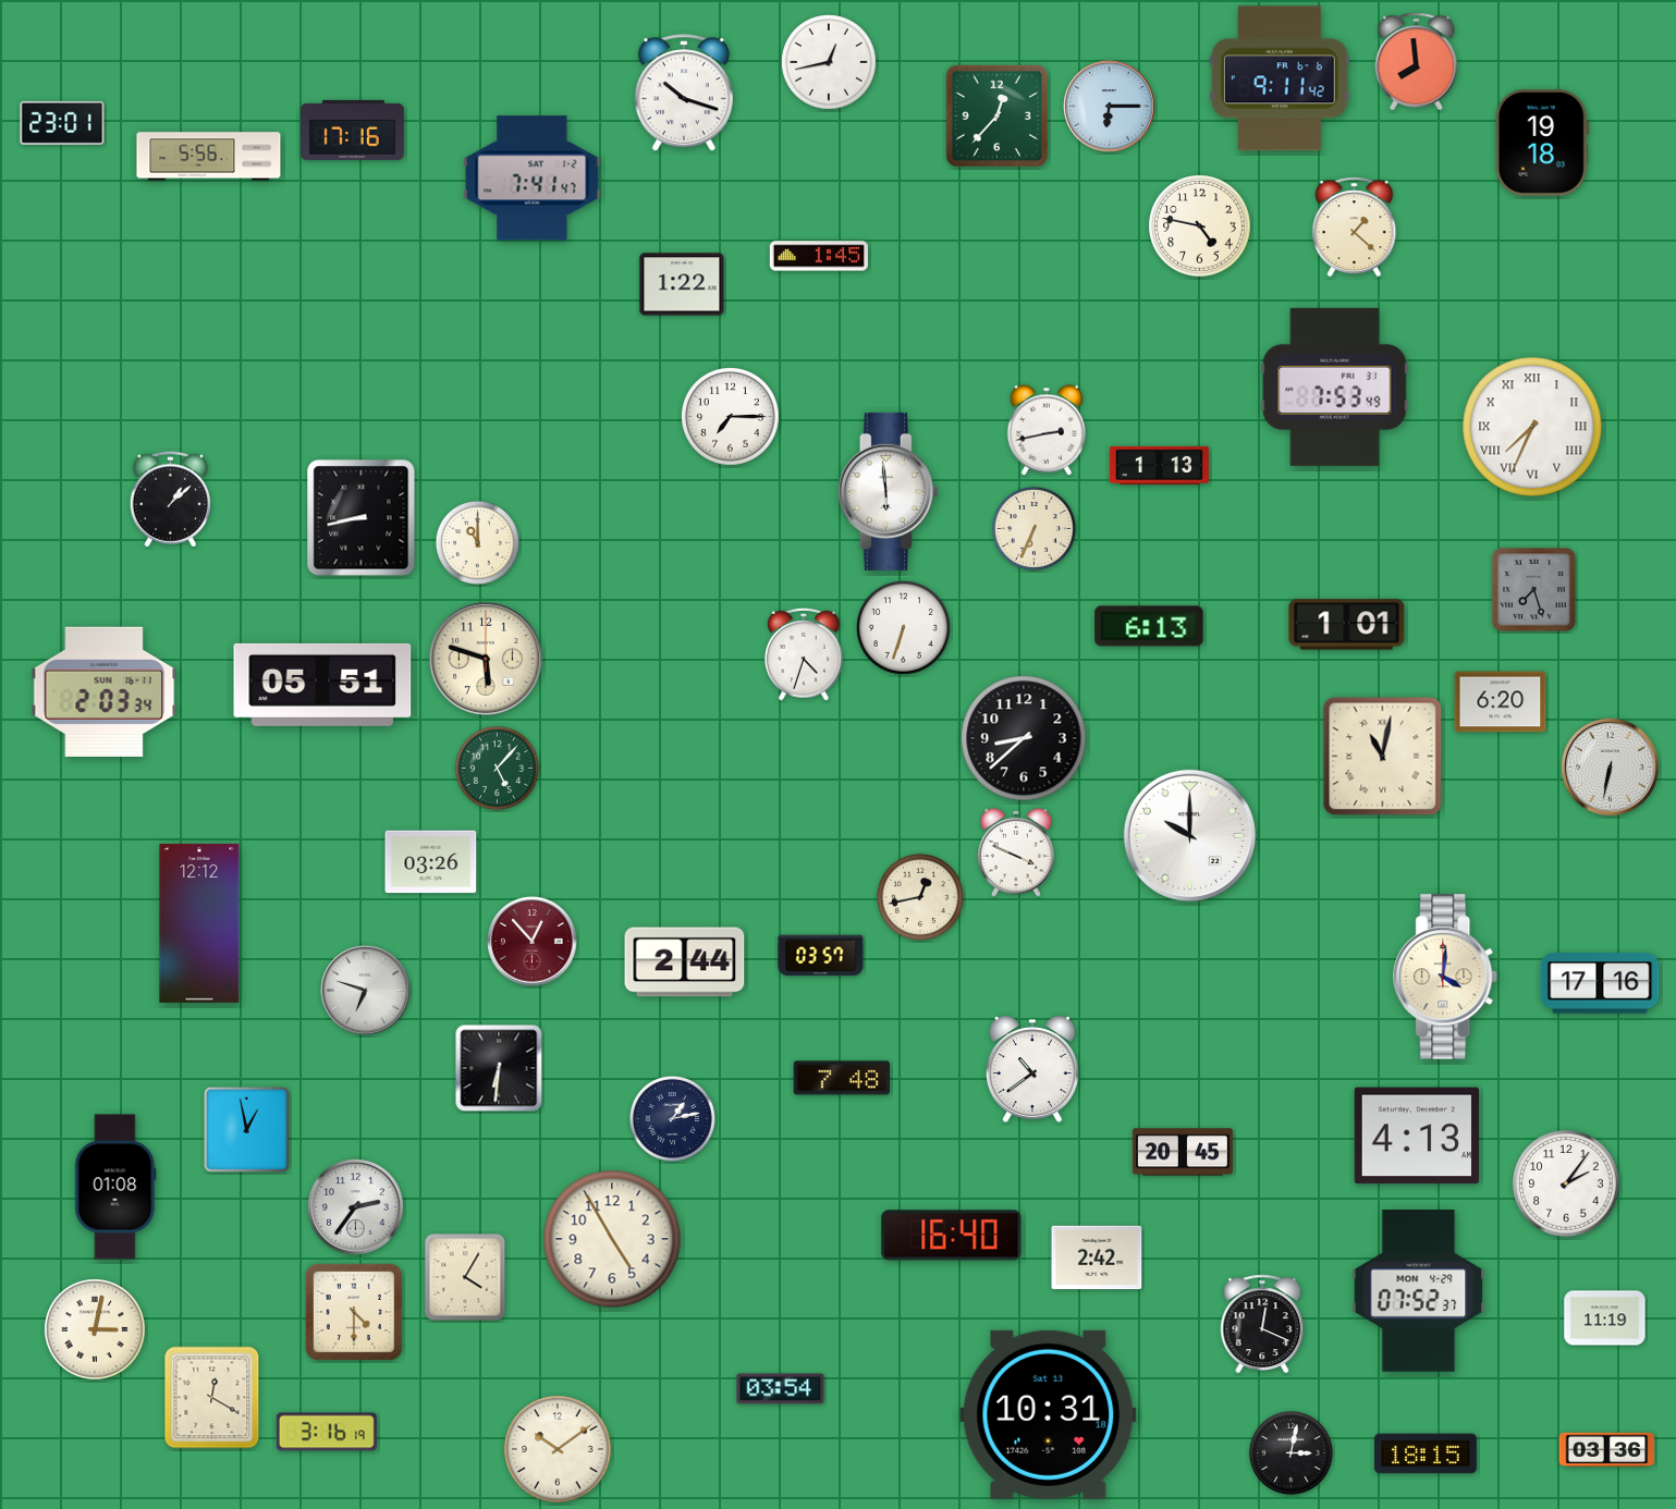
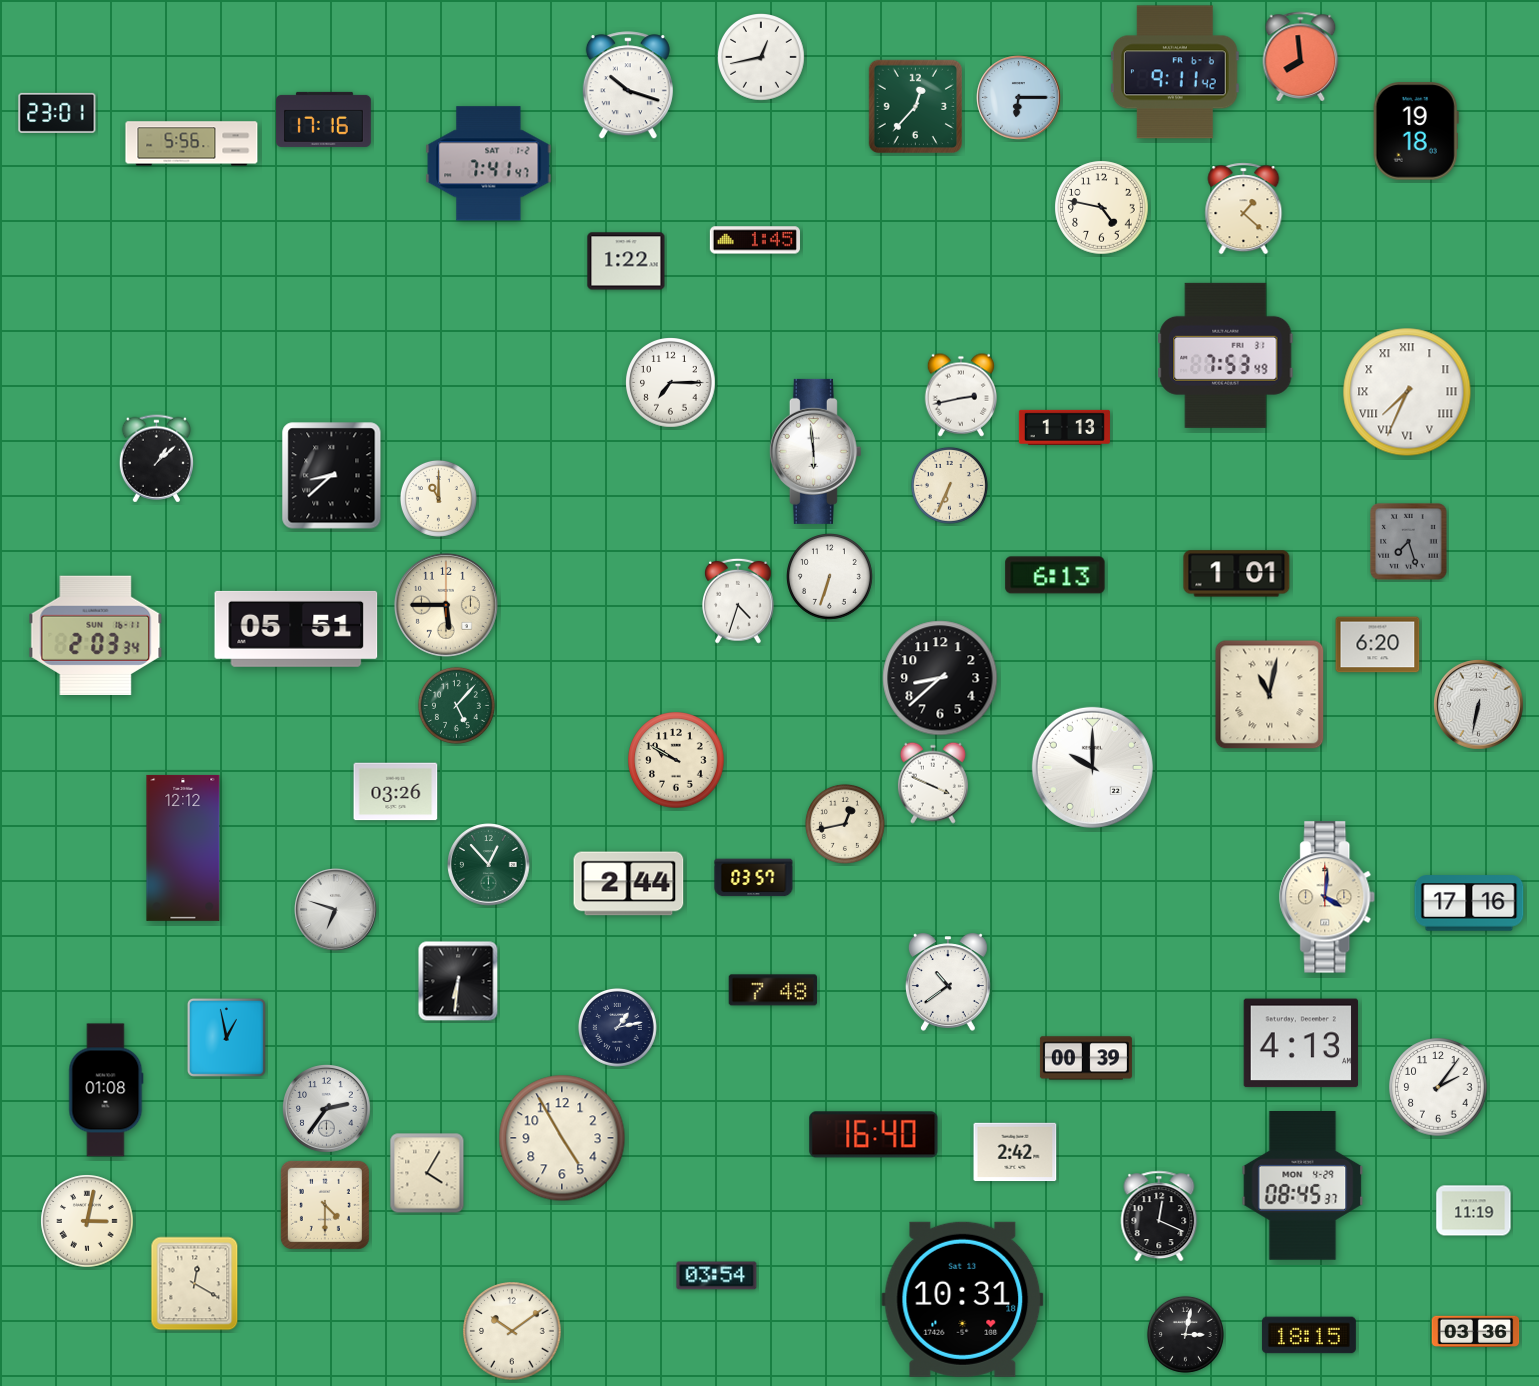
clock at (819, 256) position: (819, 256) -> (755, 240)
clock at (362, 518): 8:43 -> 8:38
clock at (486, 659): 5:48 -> 5:45
clock at (676, 760): none -> 9:50
clock at (533, 942) dial: burgundy -> green
clock at (1183, 1152): 20:45 -> 00:39
clock at (1097, 1257) position: (1097, 1257) -> (1015, 1152)
clock at (1419, 1291): 07:52 -> 08:45
clock at (327, 1432): 3:16 -> none
